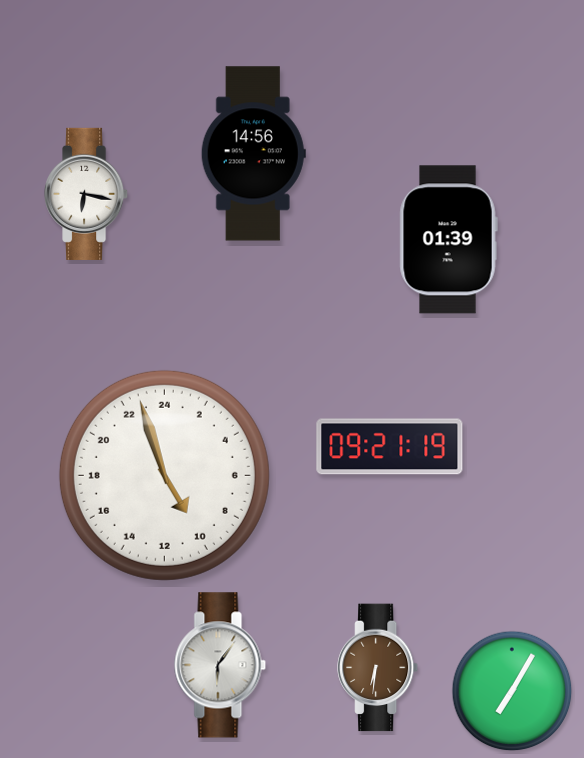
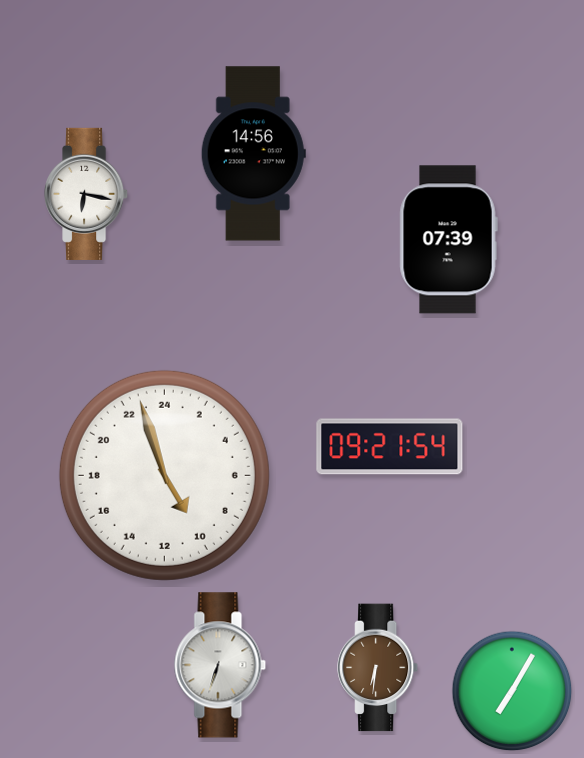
clock at (448, 240): 01:39 -> 07:39
clock at (390, 447): 09:21:19 -> 09:21:54
clock at (220, 665): 6:06 -> 6:33
